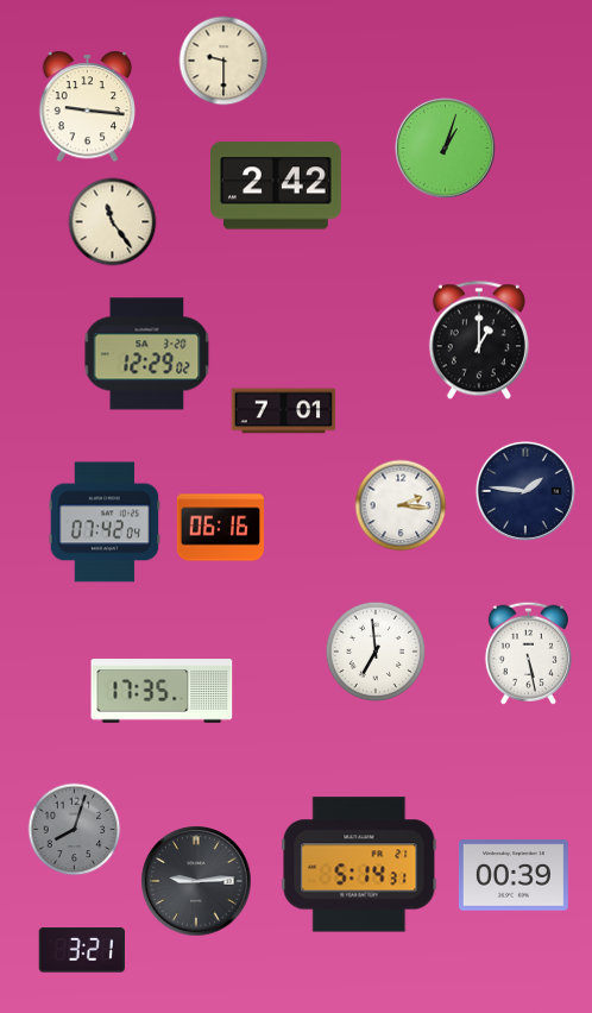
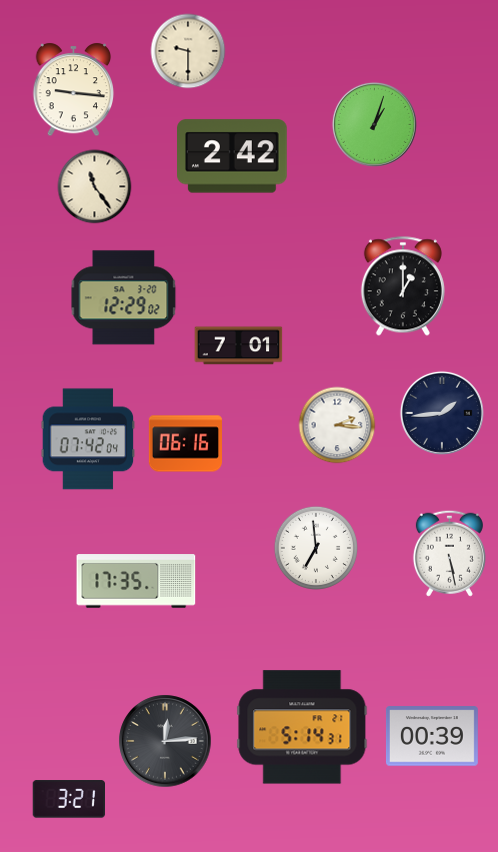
clock at (525, 491): 1:46 -> 1:44
clock at (528, 653) position: (528, 653) -> (449, 553)
clock at (75, 830): 8:03 -> none
clock at (196, 881): 9:14 -> 12:14
